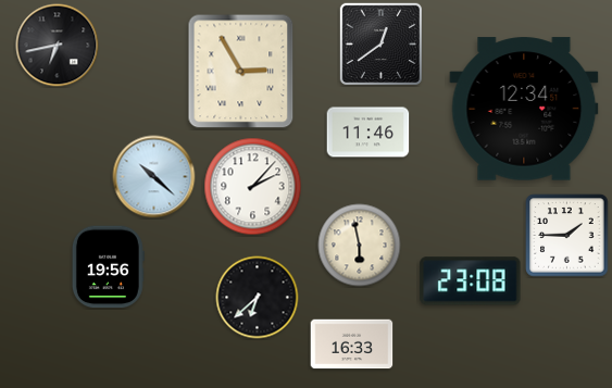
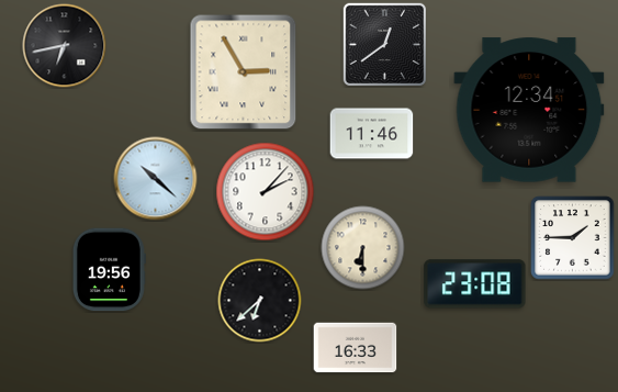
clock at (58, 46) position: (58, 46) -> (65, 46)
clock at (253, 187) position: (253, 187) -> (266, 192)
clock at (360, 246): 5:58 -> 6:30
